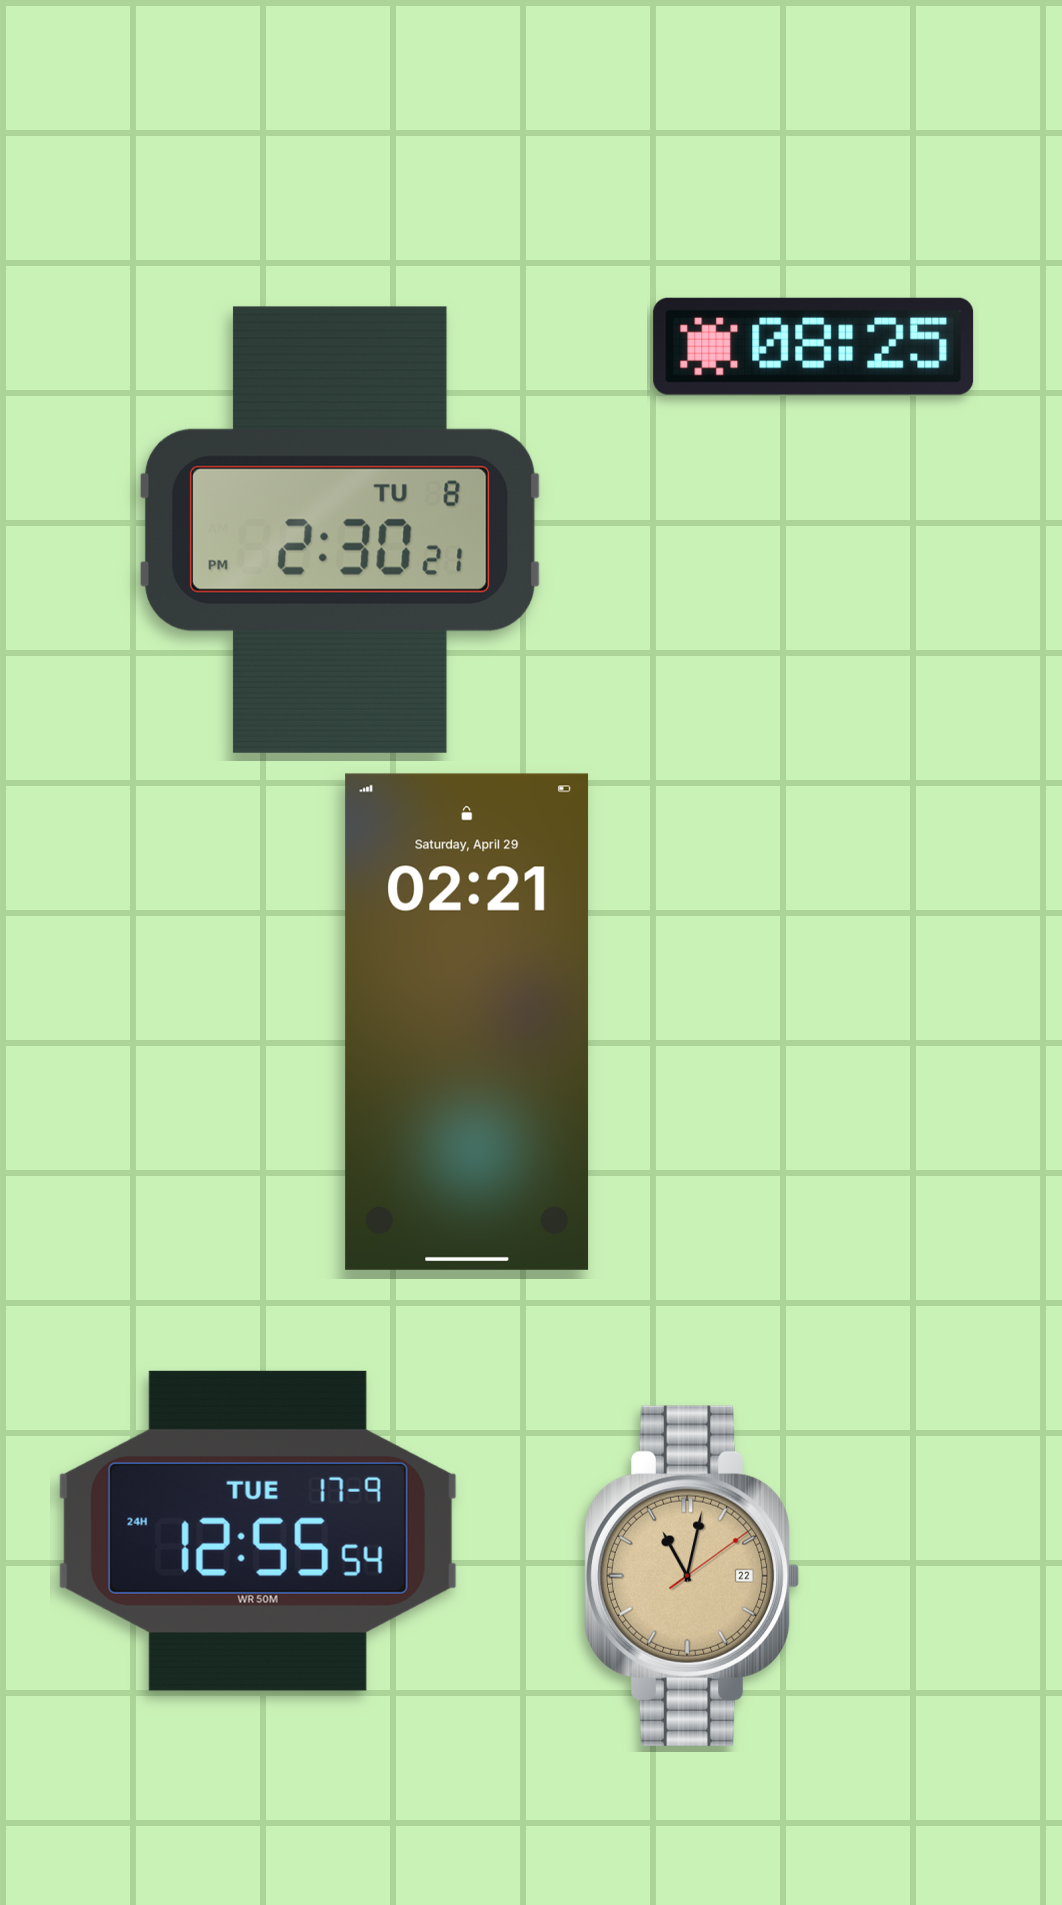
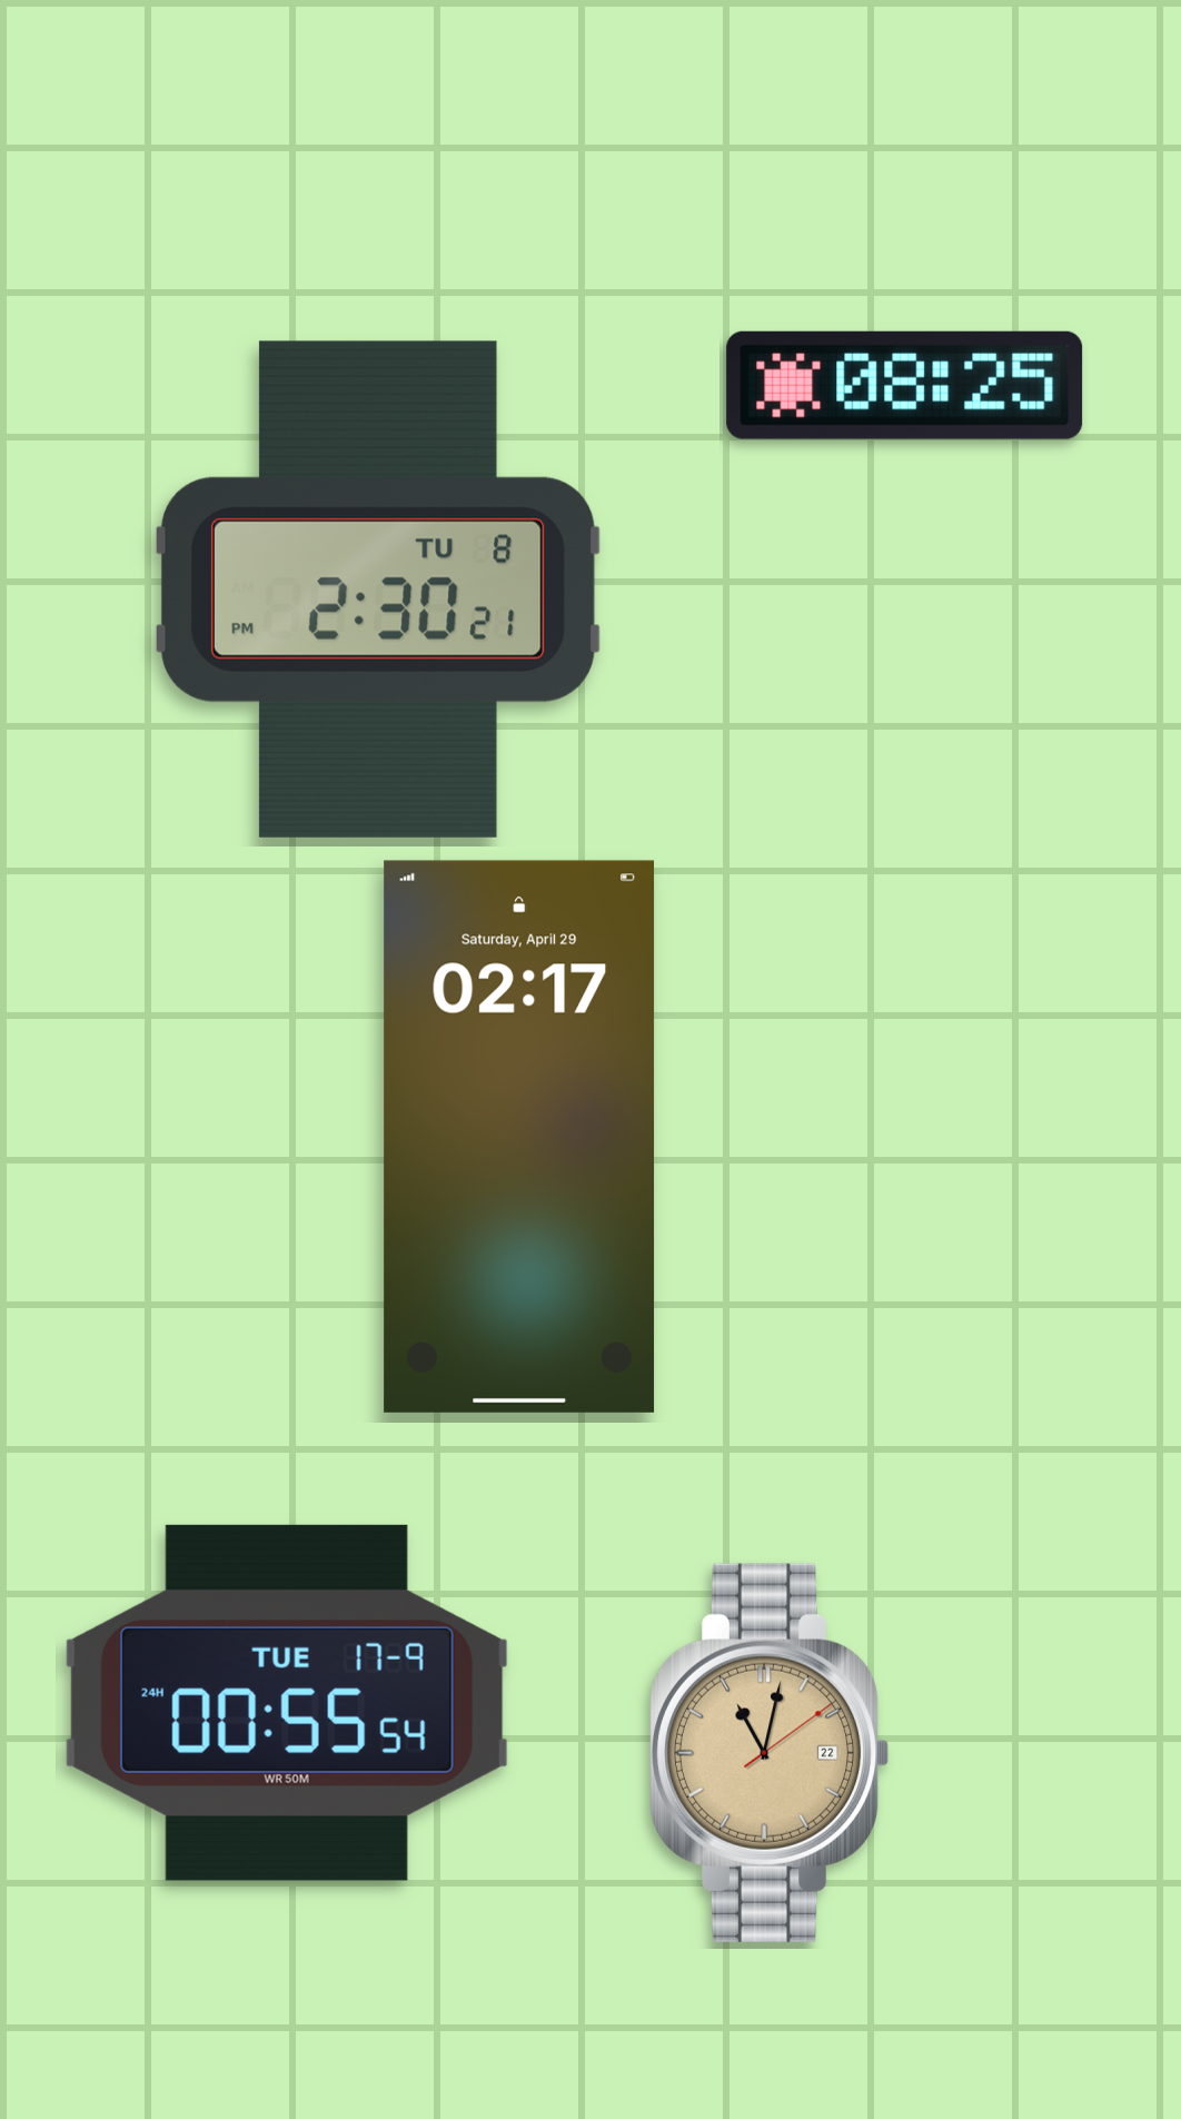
clock at (467, 1022): 02:21 -> 02:17
clock at (258, 1531): 12:55 -> 00:55
